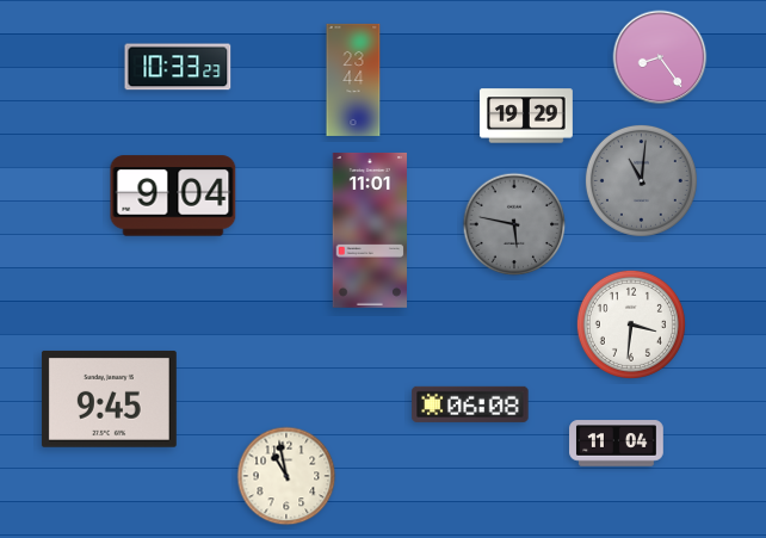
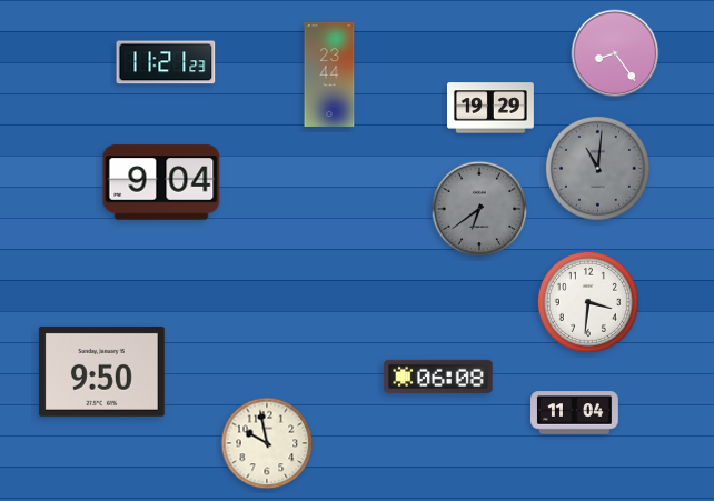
clock at (178, 67): 10:33 -> 11:21
clock at (514, 224): 5:47 -> 6:39
clock at (369, 230): 11:01 -> none
clock at (109, 398): 9:45 -> 9:50
clock at (286, 476): 10:58 -> 9:58
